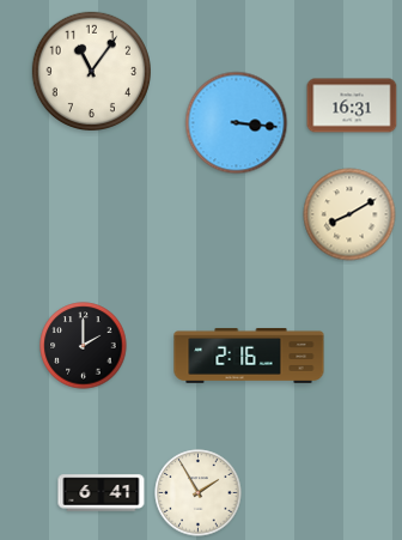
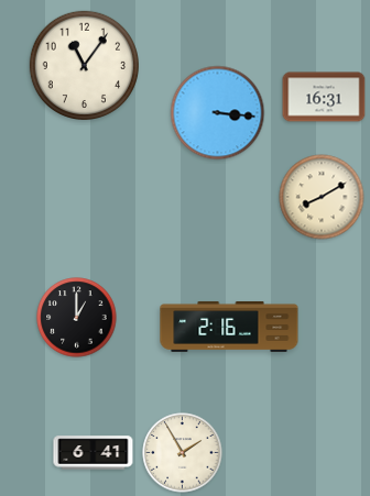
clock at (84, 346): 2:00 -> 1:00
